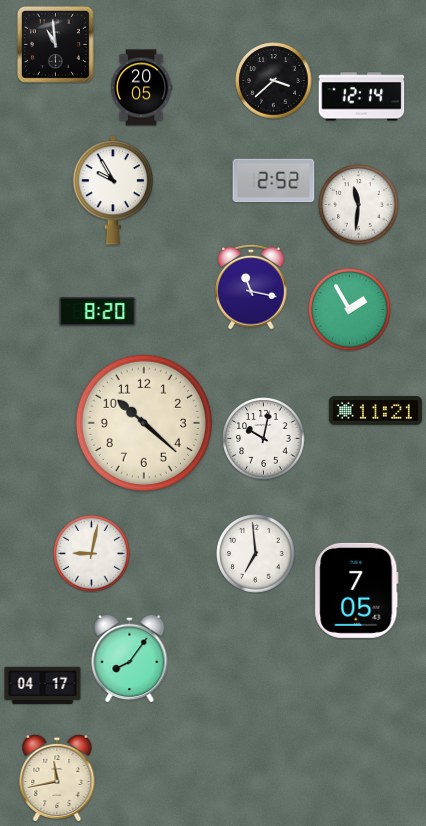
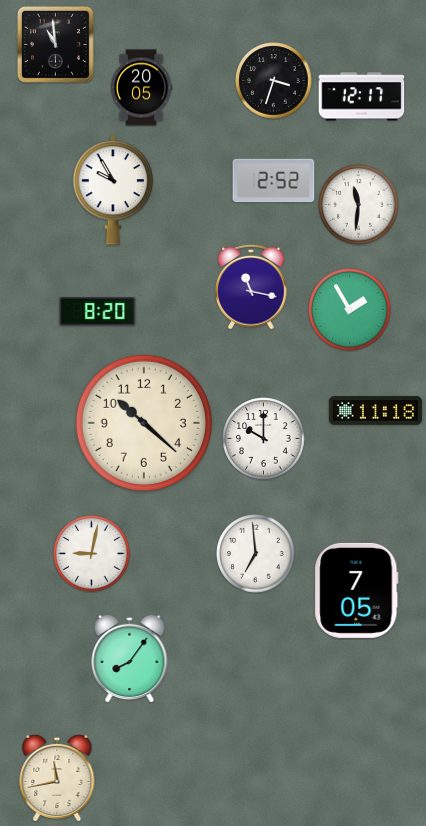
clock at (274, 81): 3:38 -> 3:33
clock at (362, 97): 12:14 -> 12:17
clock at (375, 411): 11:21 -> 11:18
clock at (264, 439): 10:02 -> 10:00
clock at (43, 686): 04:17 -> none
